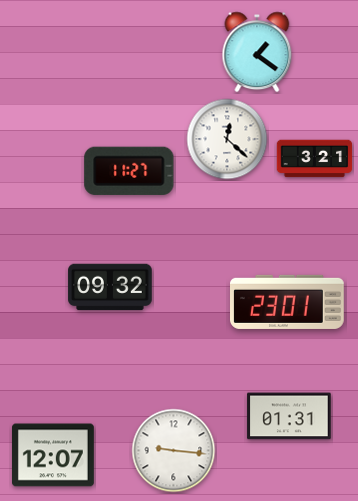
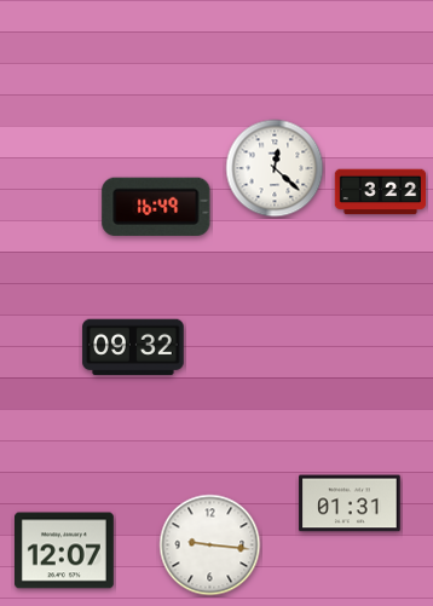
clock at (257, 52): 1:21 -> none
clock at (315, 159): 3:21 -> 3:22
clock at (129, 171): 11:27 -> 16:49
clock at (288, 302): 23:01 -> none
